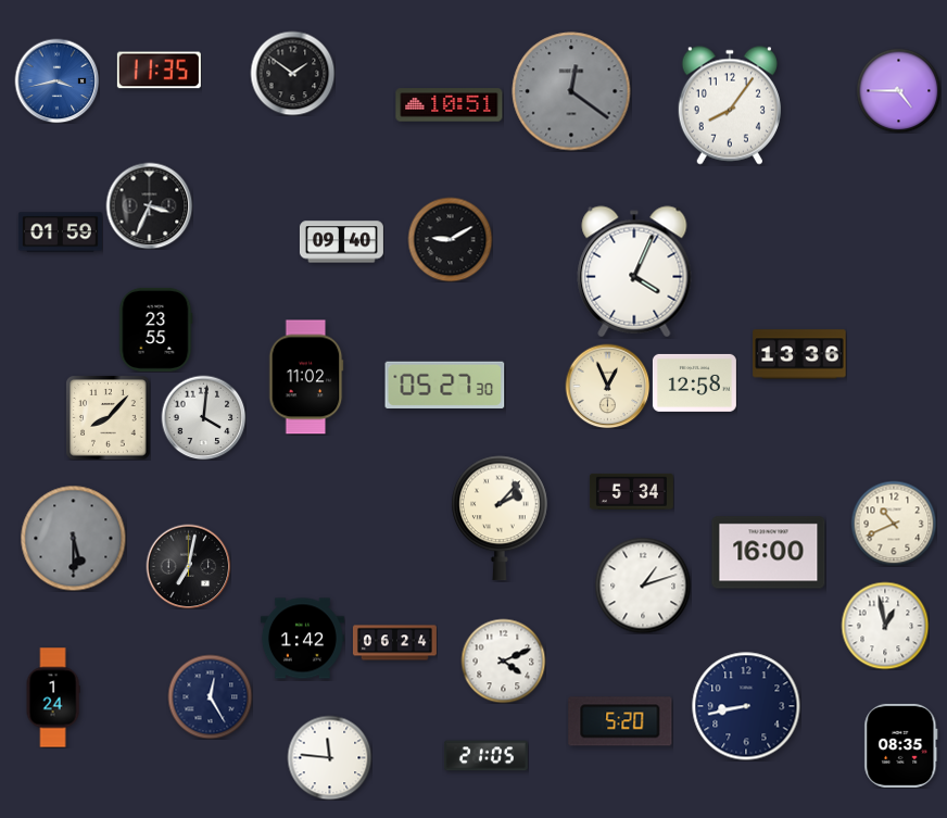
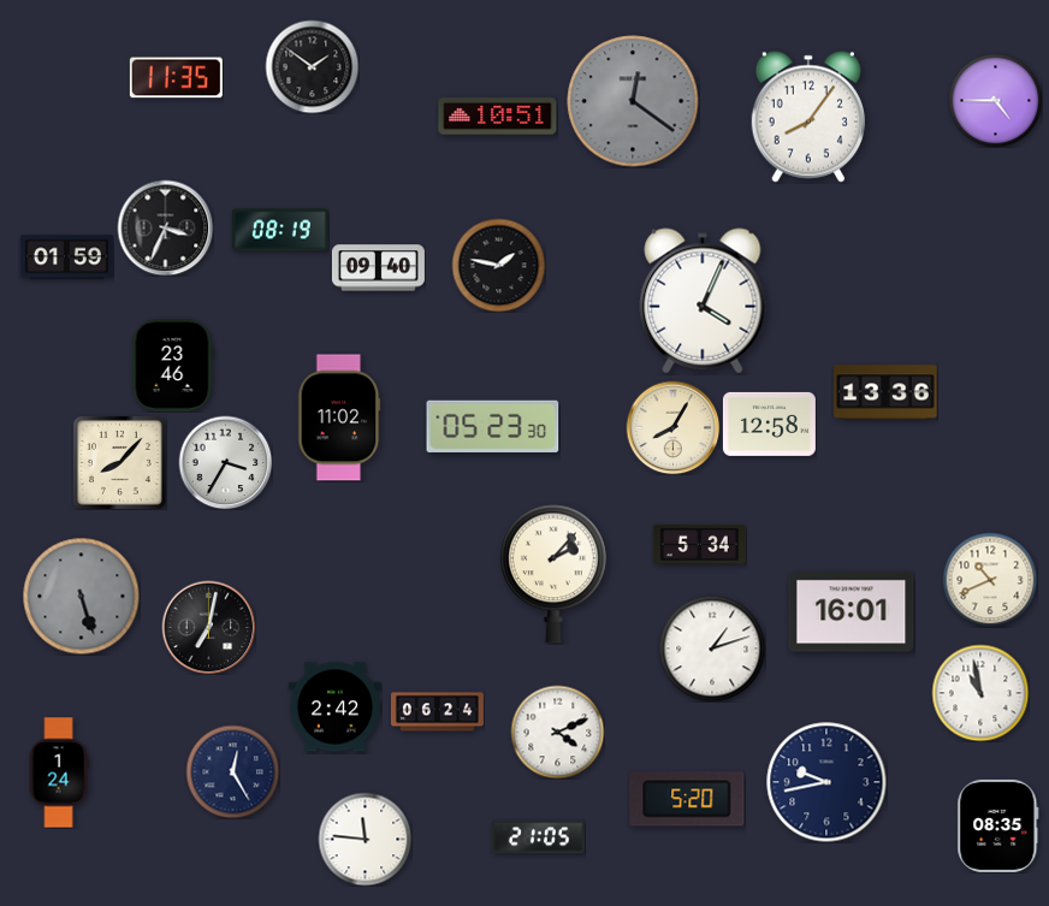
clock at (292, 73) position: (292, 73) -> (312, 66)
clock at (56, 80): 3:43 -> none
clock at (281, 230): none -> 08:19
clock at (450, 239): 9:10 -> 1:47
clock at (156, 329): 23:55 -> 23:46
clock at (445, 385): 05:27 -> 05:23
clock at (607, 386): 12:56 -> 8:05
clock at (203, 417): 4:01 -> 3:35
clock at (73, 538): 5:30 -> 5:27
clock at (769, 553): 16:00 -> 16:01
clock at (885, 626): 12:58 -> 10:58
clock at (302, 639): 1:42 -> 2:42
clock at (746, 706): 8:43 -> 9:43
